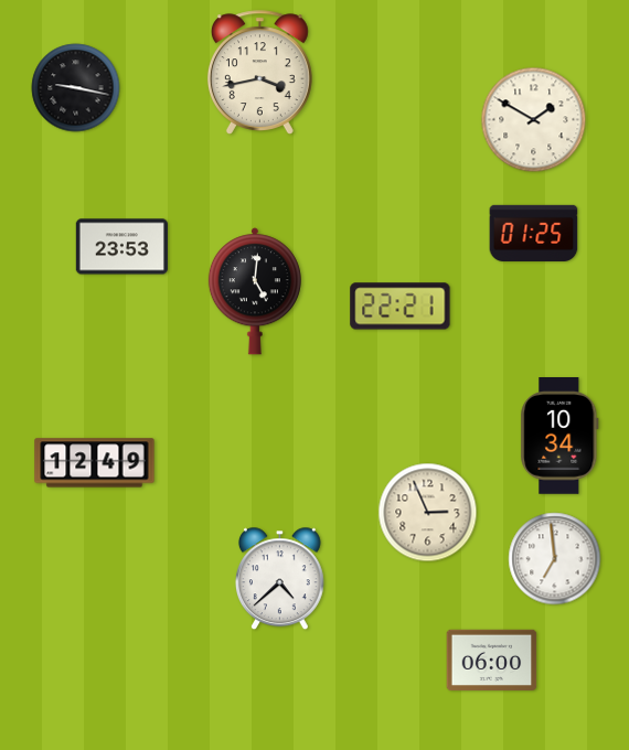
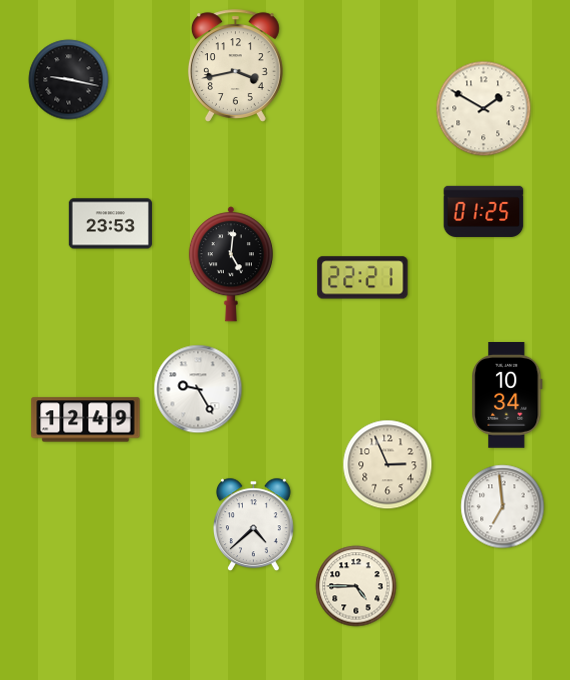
clock at (198, 389): none -> 9:25
clock at (356, 586): none -> 4:45
clock at (492, 660): 06:00 -> none
